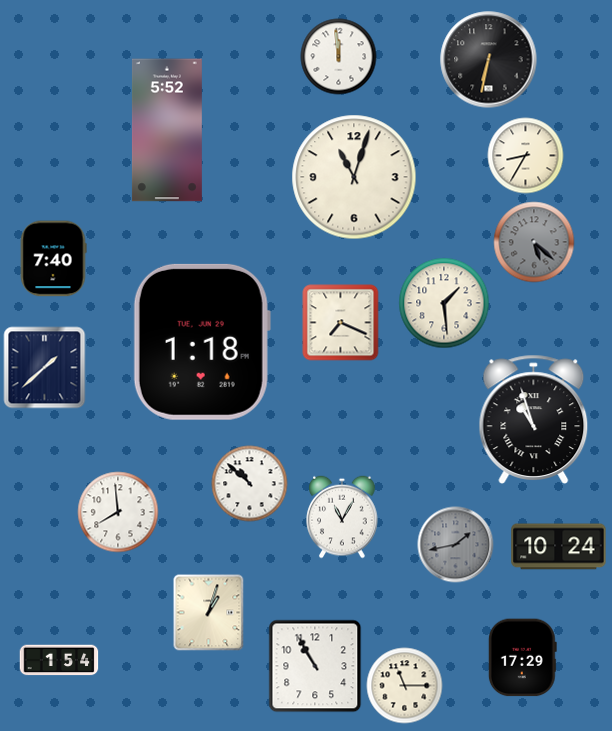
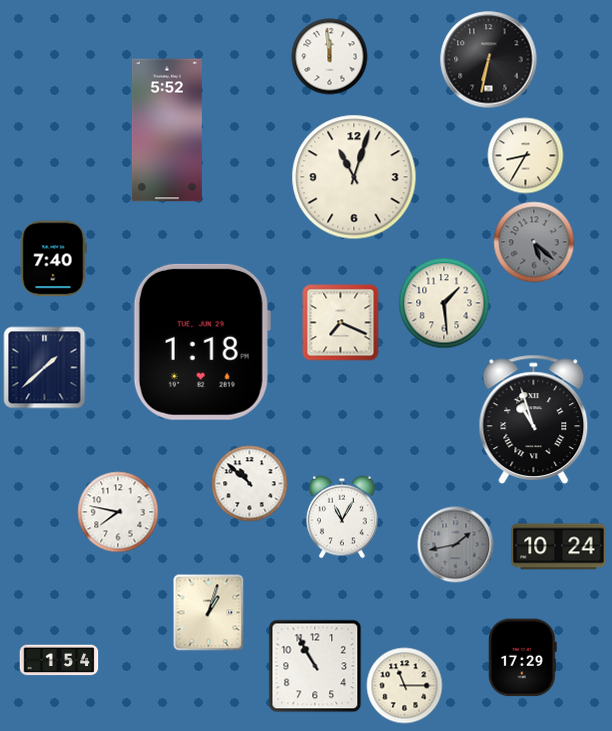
clock at (339, 57) position: (339, 57) -> (330, 57)
clock at (118, 512): 7:59 -> 7:47
